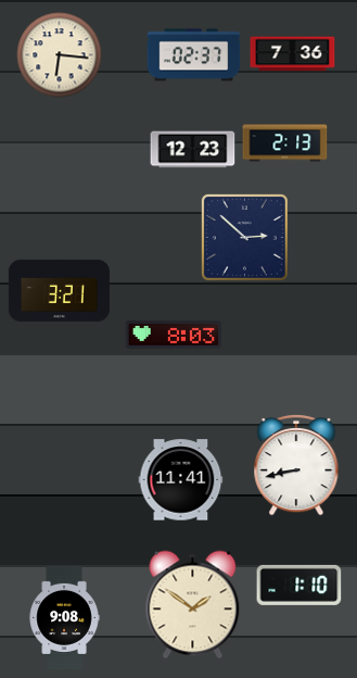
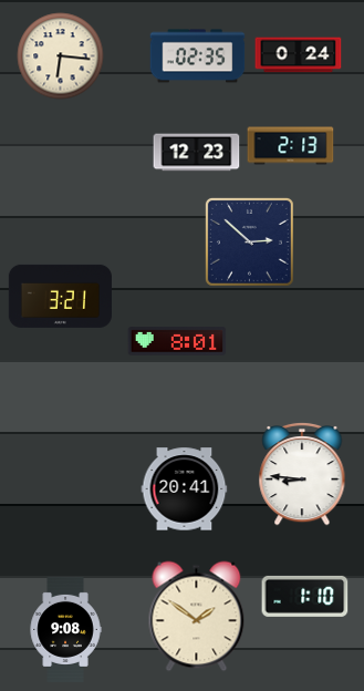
clock at (292, 54): 7:36 -> 0:24
clock at (193, 55): 02:37 -> 02:35
clock at (174, 335): 8:03 -> 8:01
clock at (296, 465): 8:43 -> 8:46
clock at (180, 480): 11:41 -> 20:41
